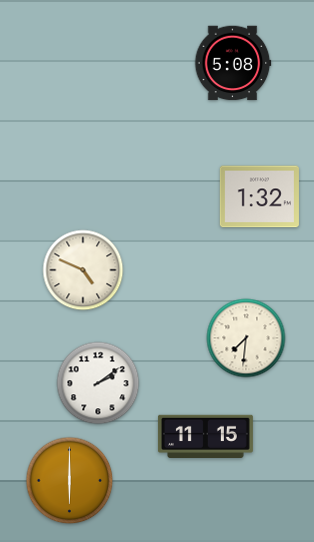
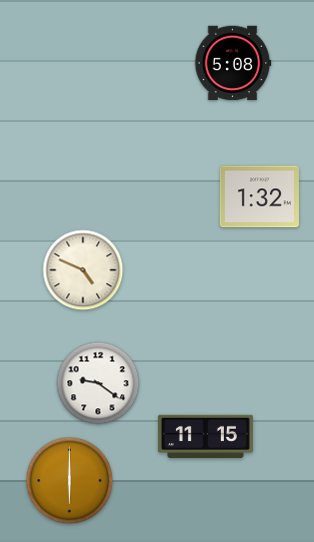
clock at (246, 338): 7:31 -> none
clock at (98, 383): 2:09 -> 9:21
